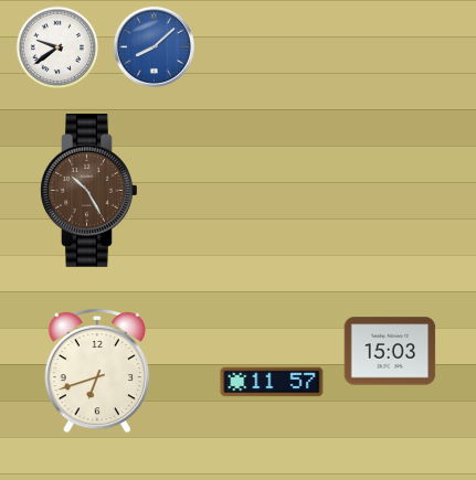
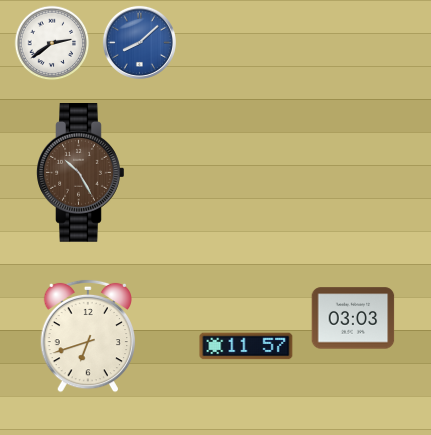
clock at (57, 47): 9:39 -> 2:39
clock at (390, 351): 15:03 -> 03:03
